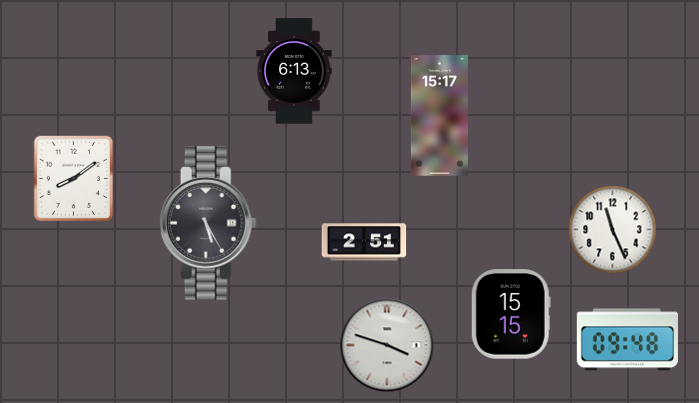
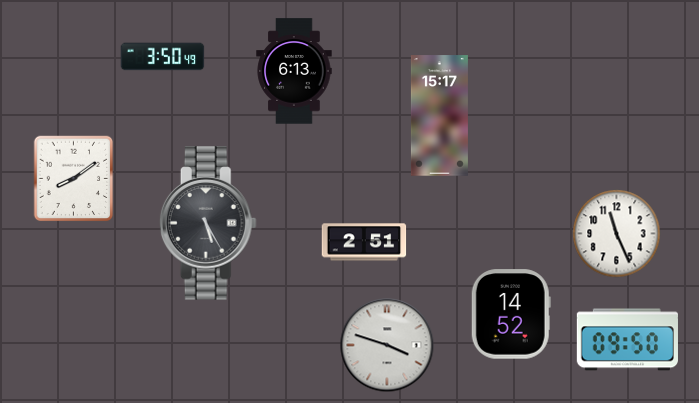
clock at (163, 57): none -> 3:50
clock at (613, 230) position: (613, 230) -> (617, 234)
clock at (511, 314): 15:15 -> 14:52
clock at (627, 340): 09:48 -> 09:50
